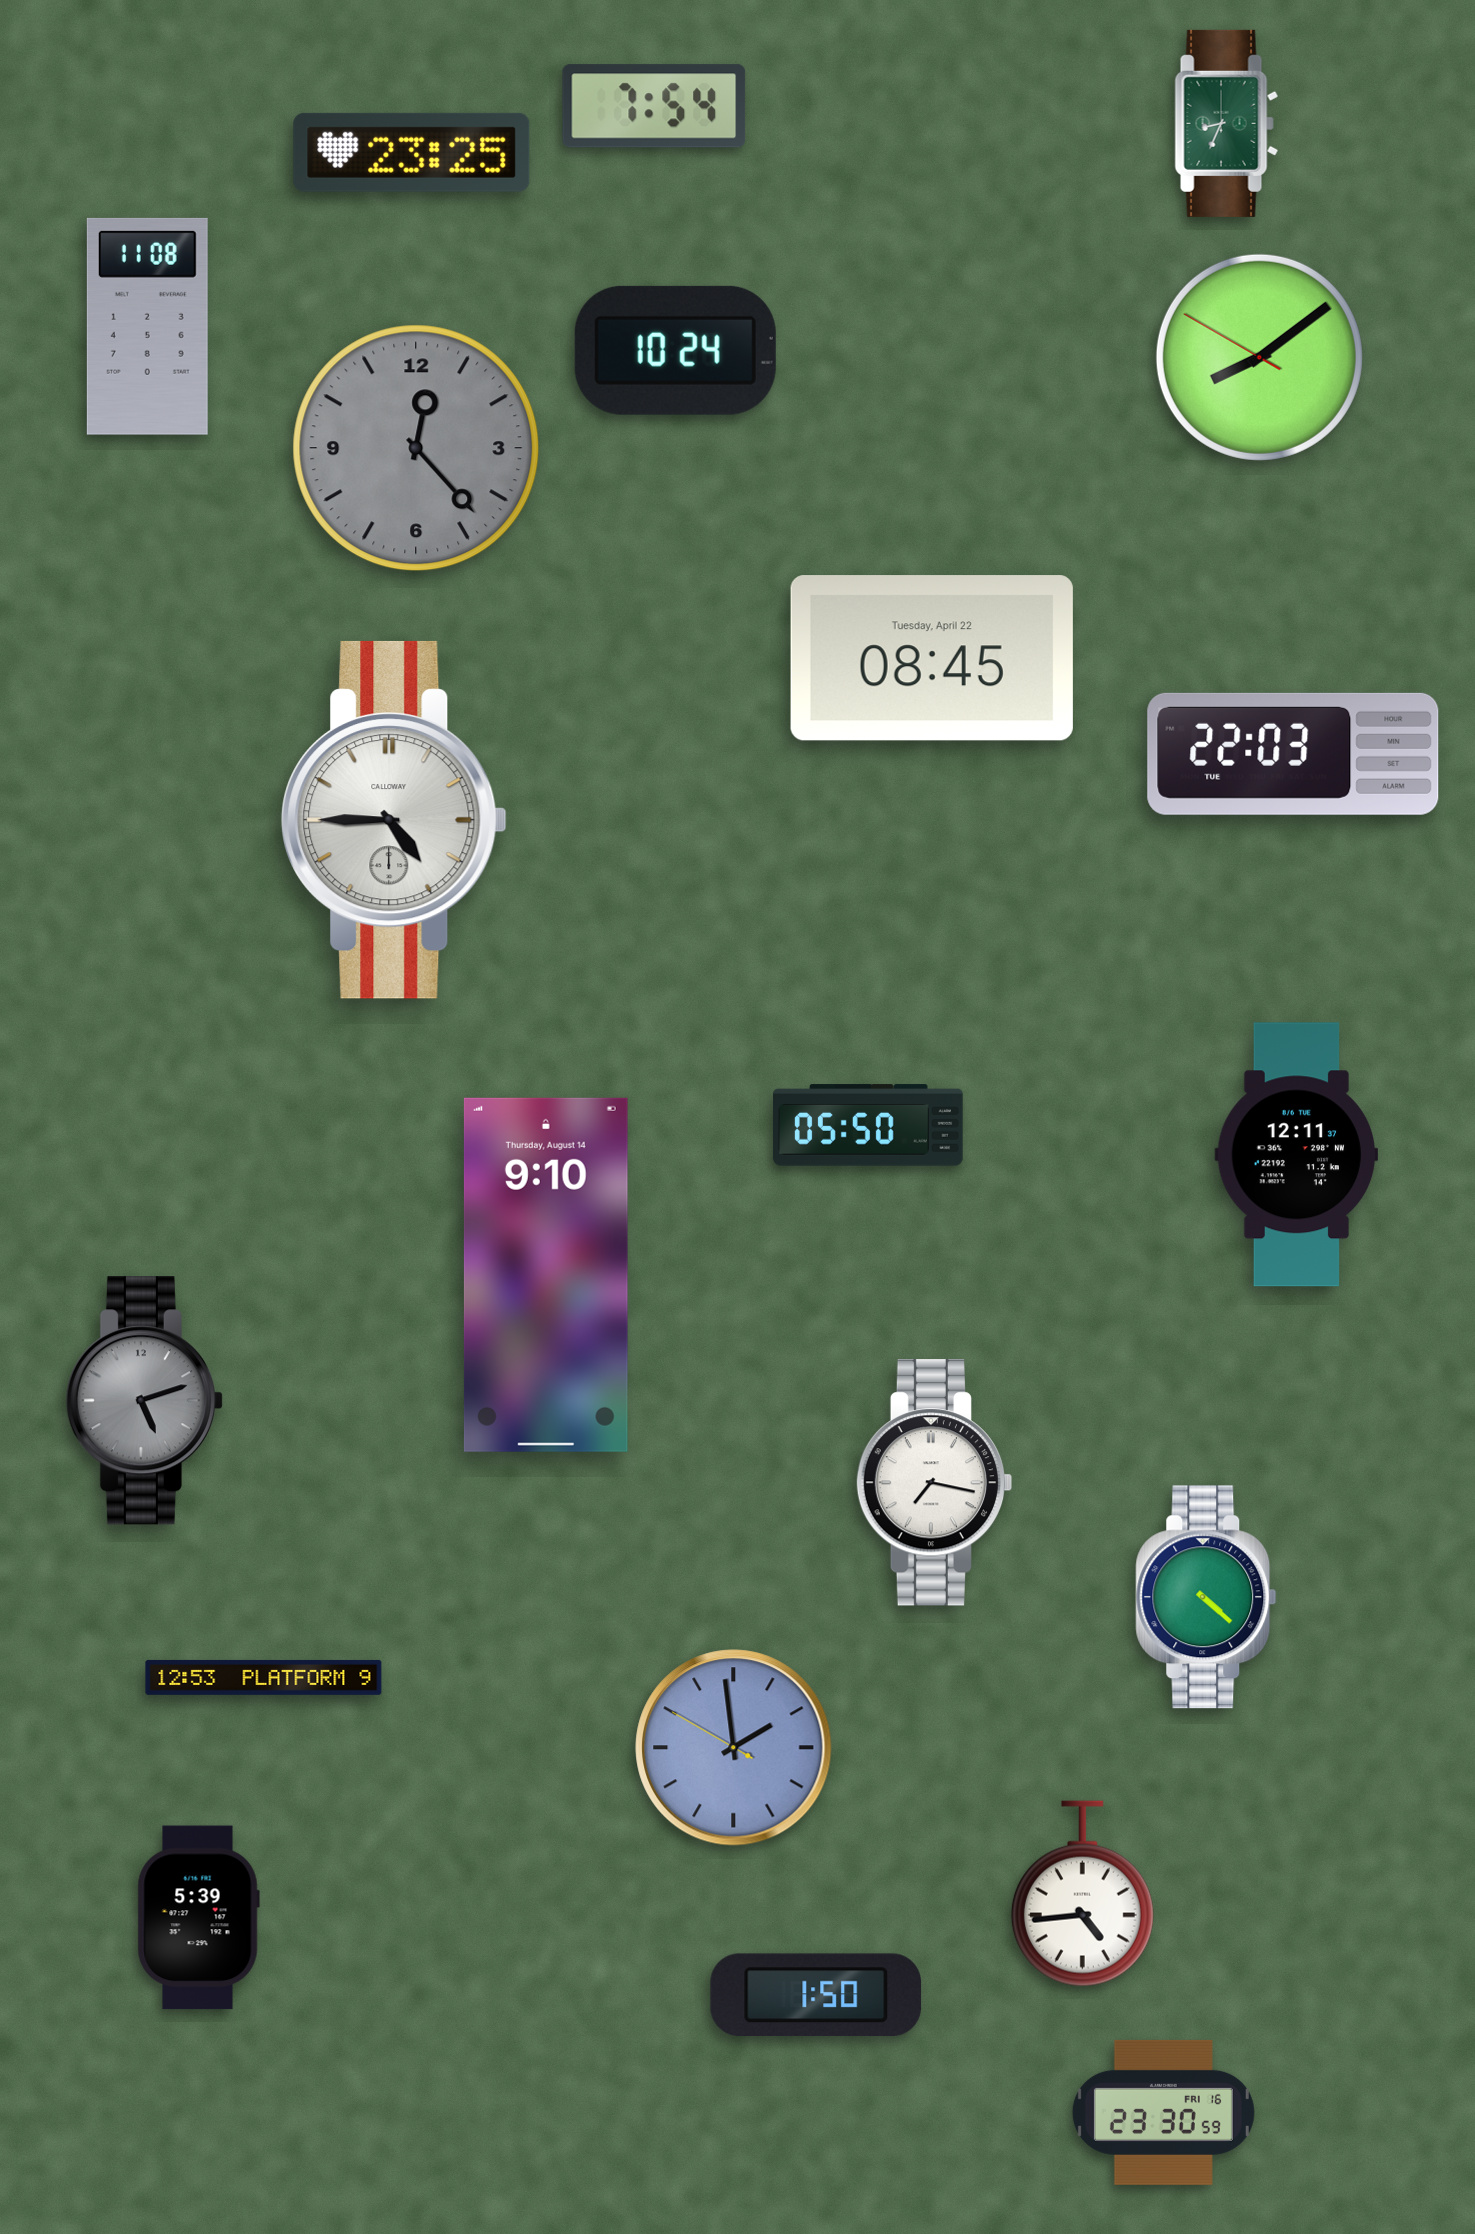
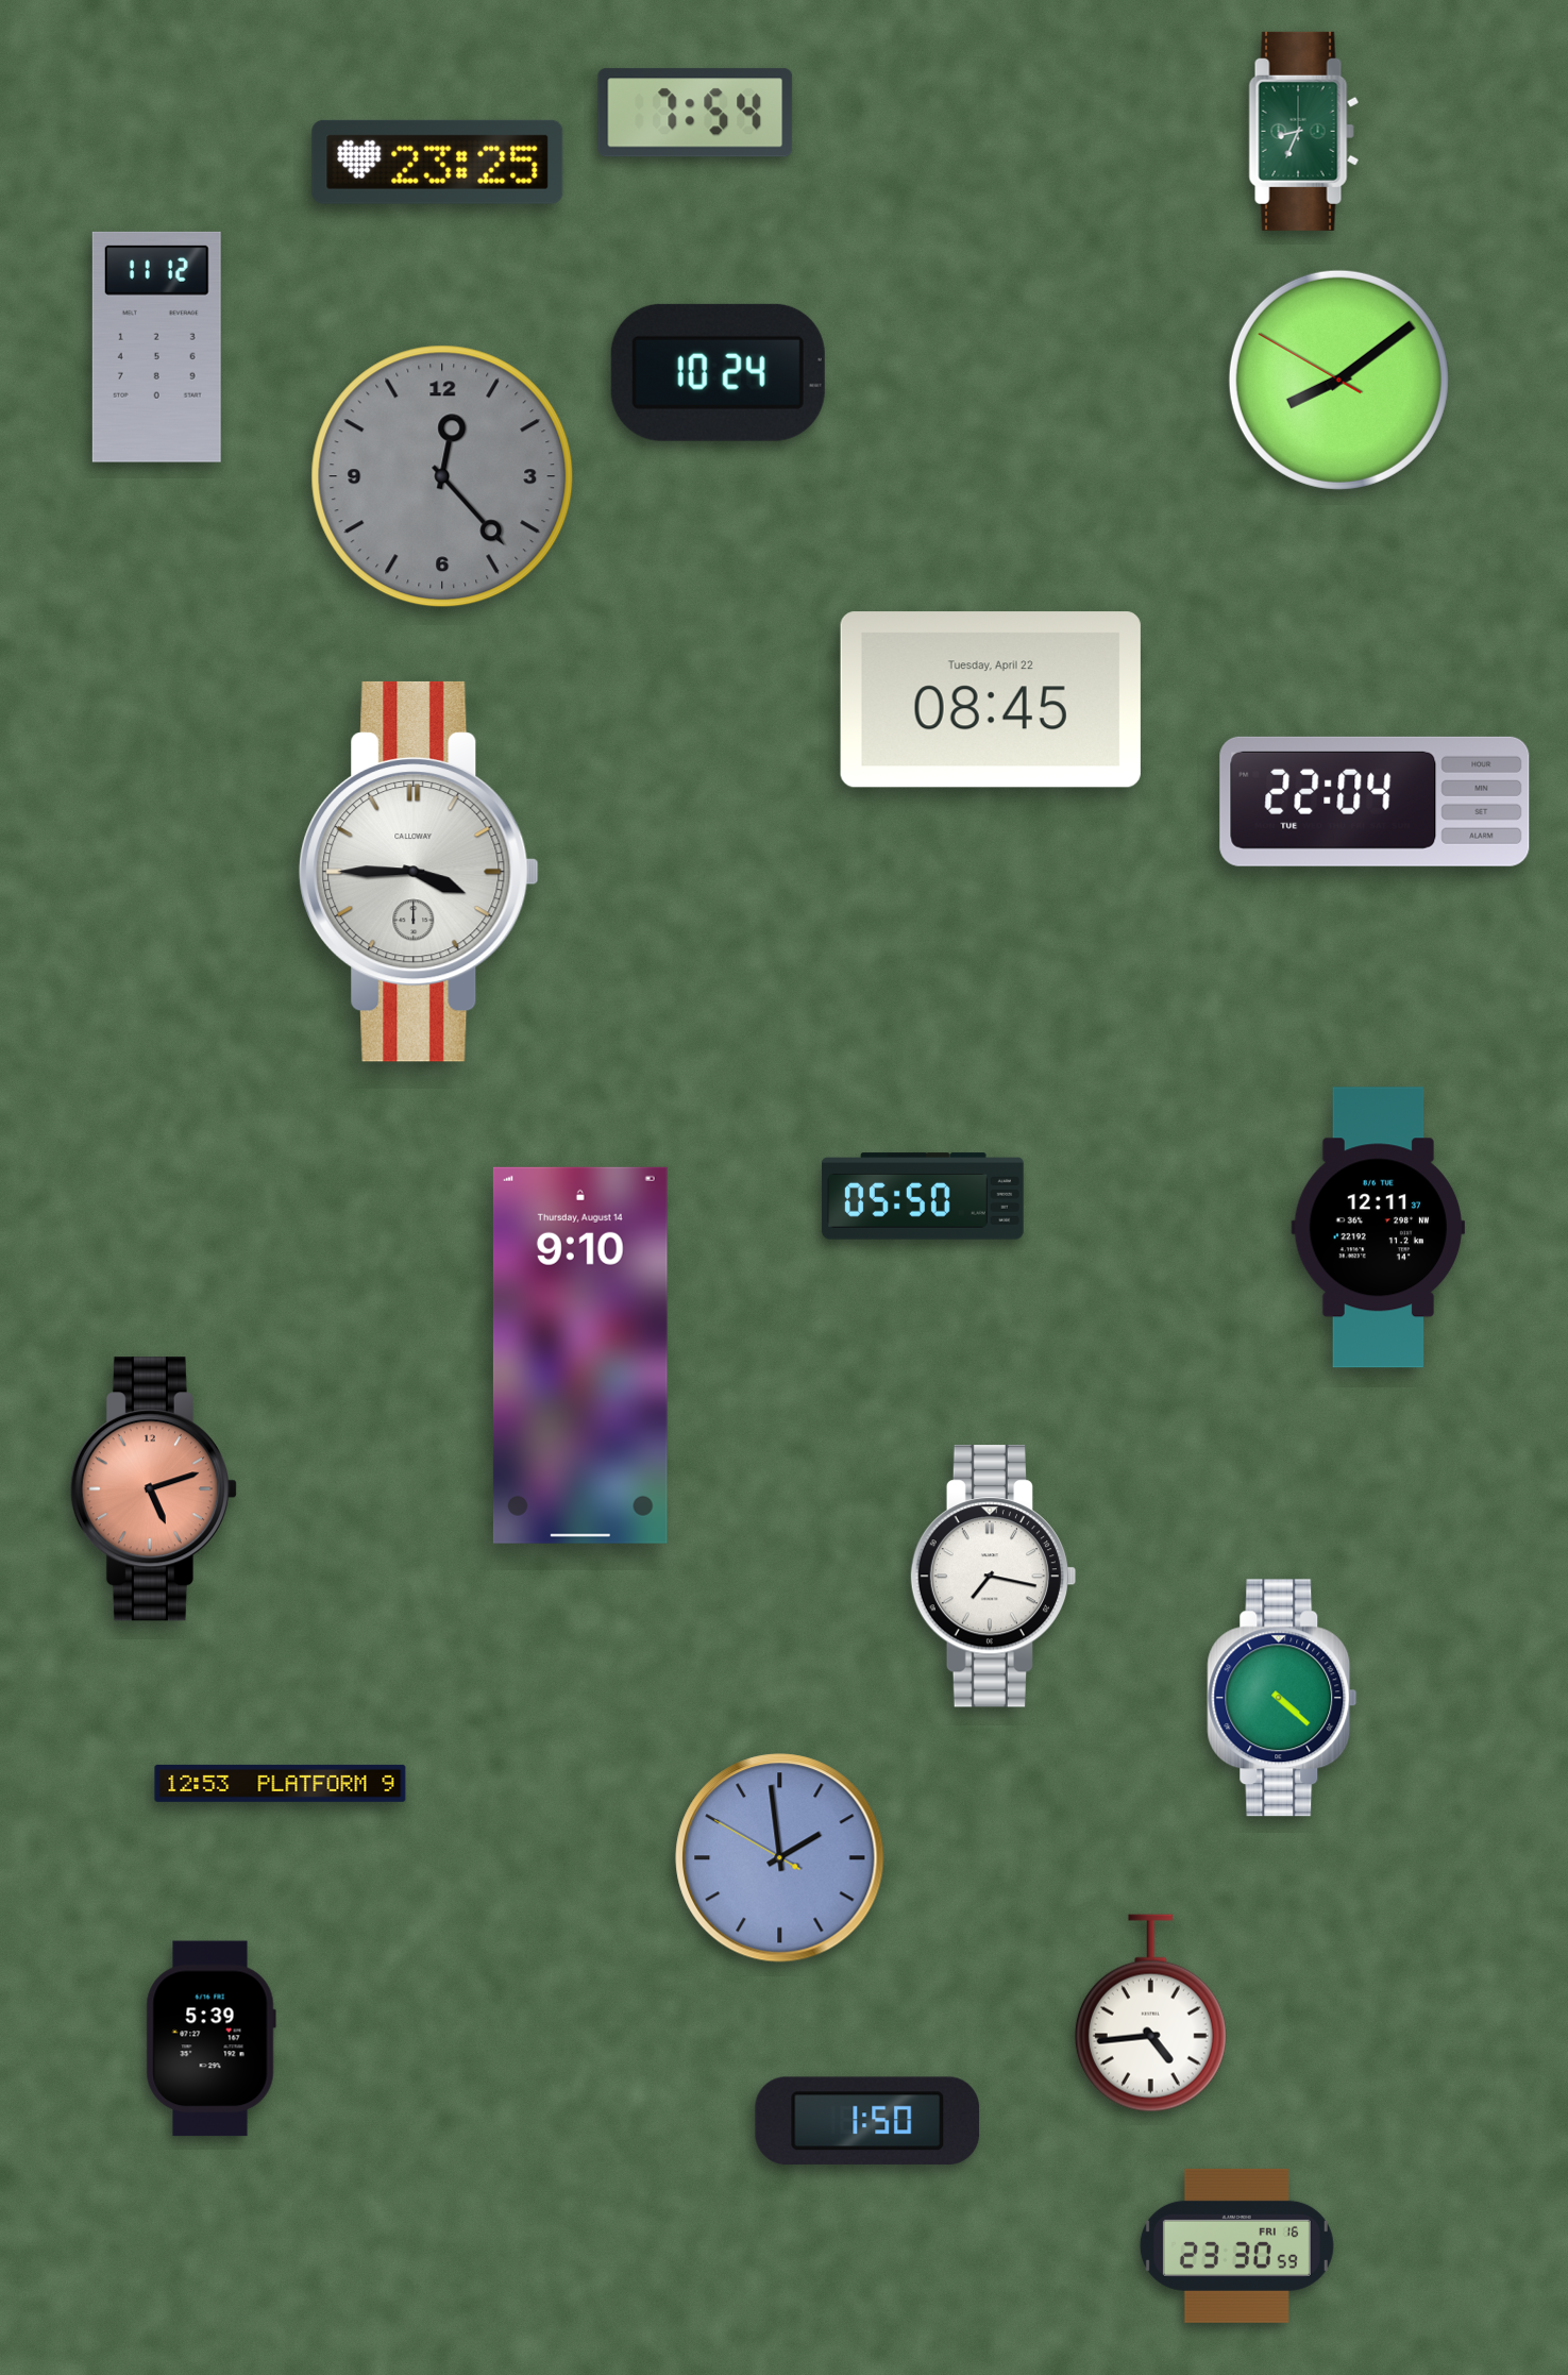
clock at (147, 326): 11:08 -> 11:12
clock at (1293, 754): 22:03 -> 22:04
clock at (394, 820): 4:45 -> 3:45
clock at (144, 1401) dial: grey -> salmon
